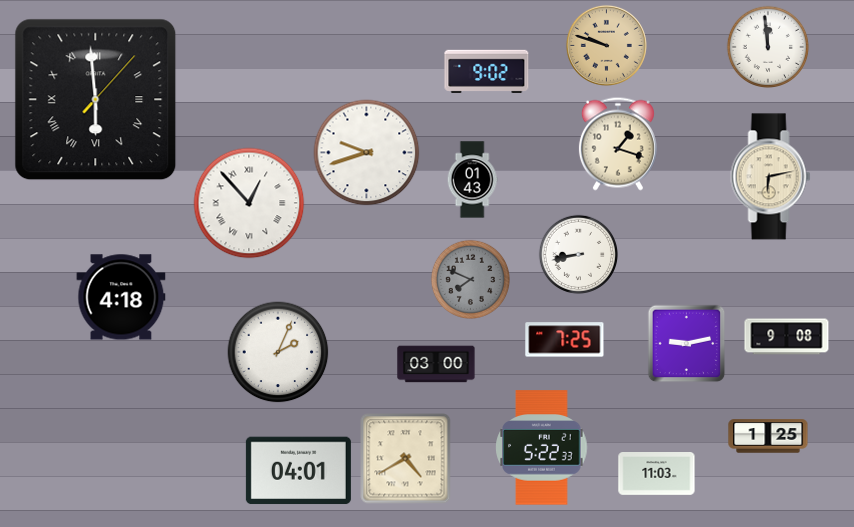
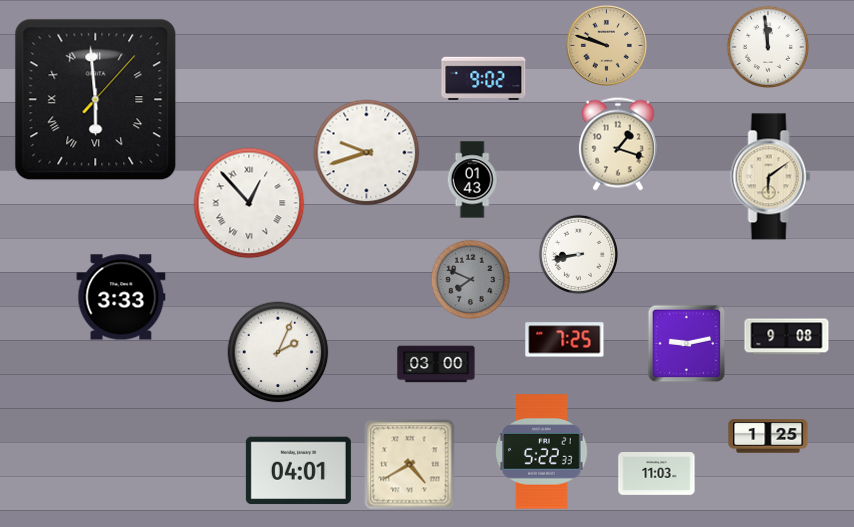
clock at (487, 71) position: (487, 71) -> (484, 78)
clock at (771, 177): 6:13 -> 6:09
clock at (121, 297): 4:18 -> 3:33
clock at (542, 448) position: (542, 448) -> (542, 452)
clock at (406, 459) position: (406, 459) -> (410, 465)
